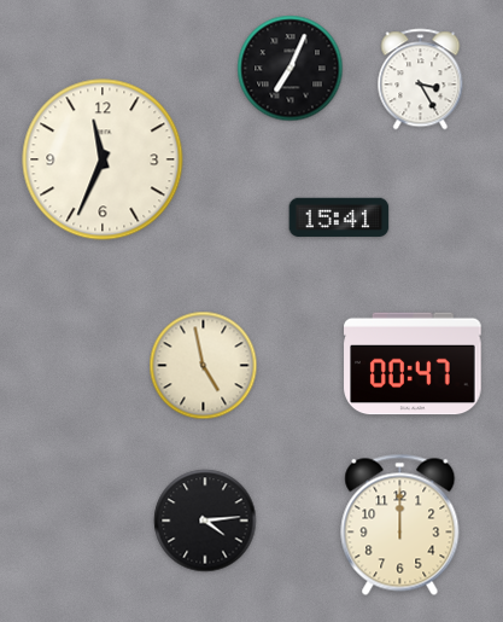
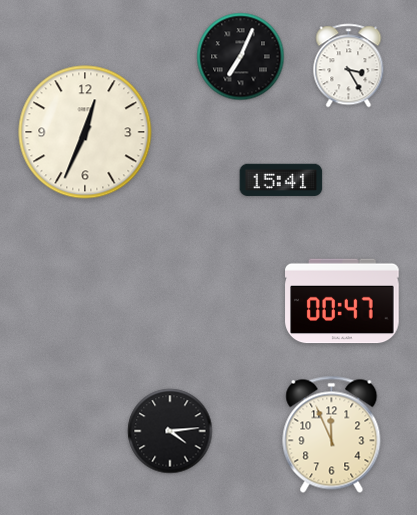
clock at (103, 159): 11:34 -> 12:34
clock at (204, 366): 4:58 -> none
clock at (400, 524): 12:00 -> 11:56
